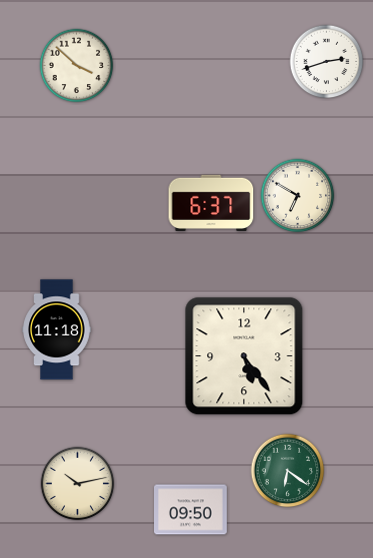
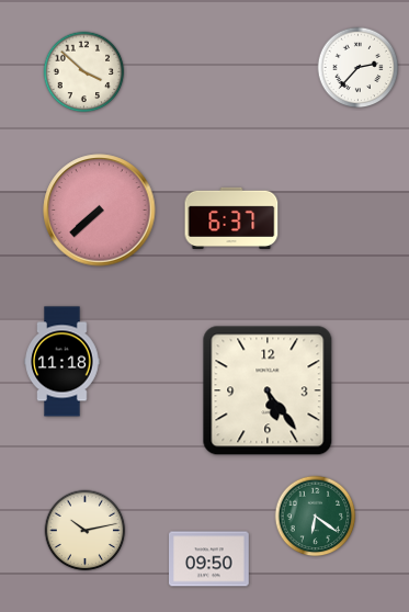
clock at (327, 62): 2:42 -> 2:37
clock at (100, 211): none -> 7:38
clock at (298, 196): 6:50 -> none
clock at (211, 202) position: (211, 202) -> (231, 217)
